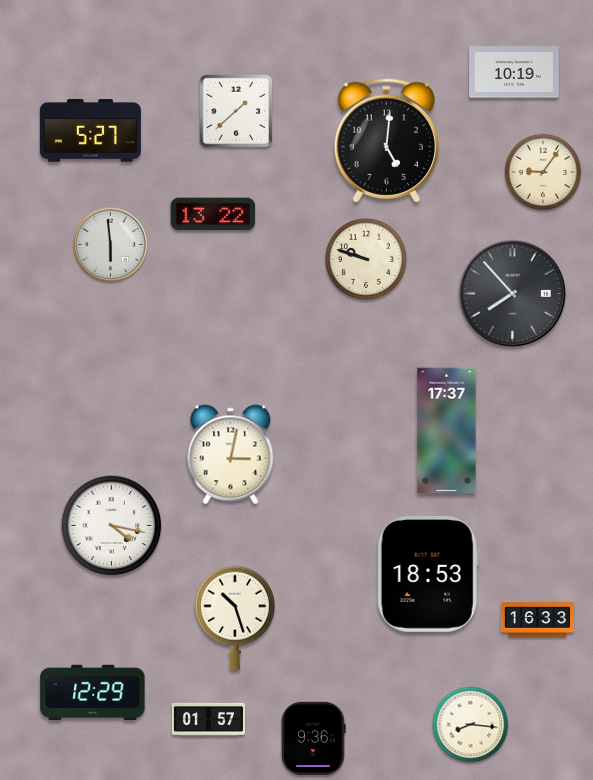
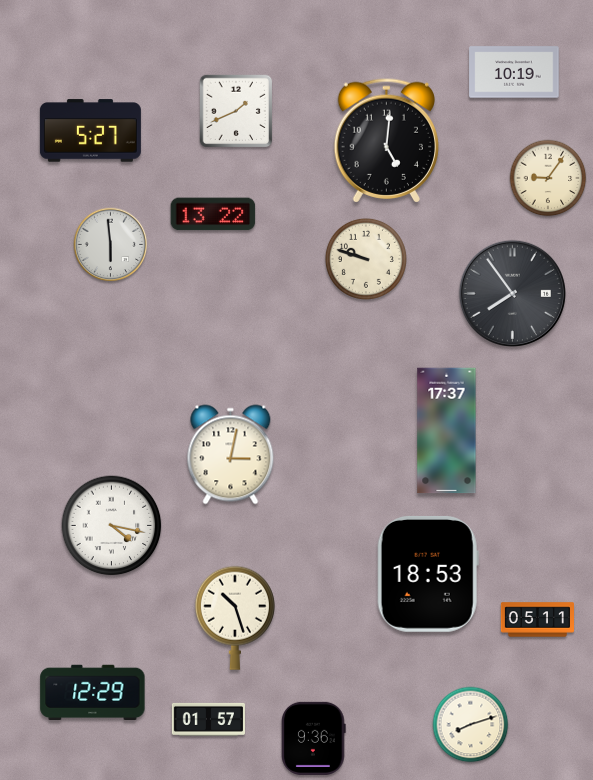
clock at (236, 111): 1:38 -> 1:41
clock at (543, 172) position: (543, 172) -> (548, 178)
clock at (512, 293): 7:53 -> 7:54
clock at (537, 620): 16:33 -> 05:11
clock at (471, 725): 8:16 -> 8:12
